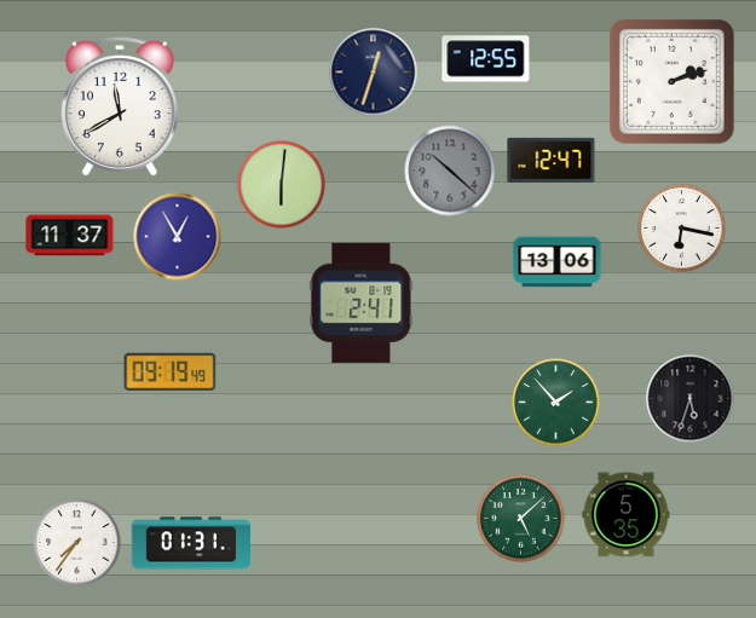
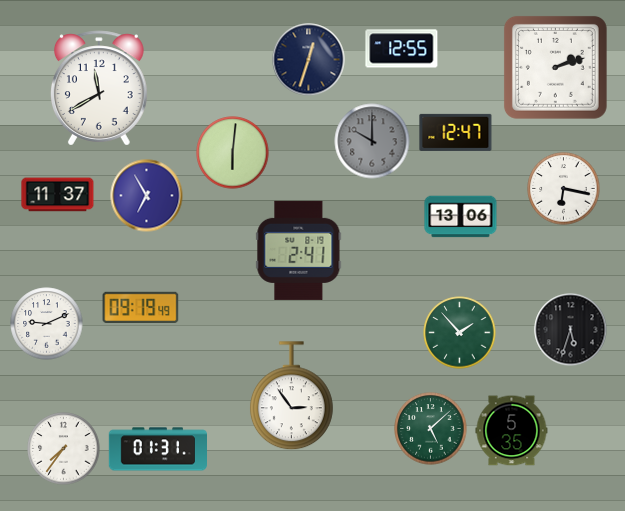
clock at (450, 171): 10:22 -> 10:00
clock at (178, 237): 12:55 -> 6:55
clock at (47, 324): none -> 9:11
clock at (291, 396): none -> 2:54
clock at (627, 515) position: (627, 515) -> (512, 431)
